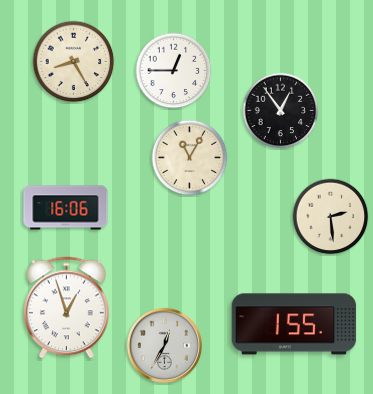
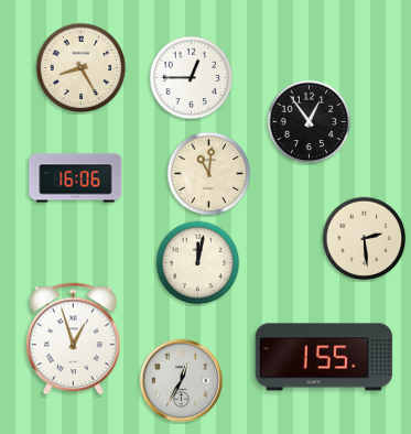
clock at (190, 158): 11:05 -> 11:01
clock at (66, 208) position: (66, 208) -> (76, 178)
clock at (198, 263): none -> 12:02
